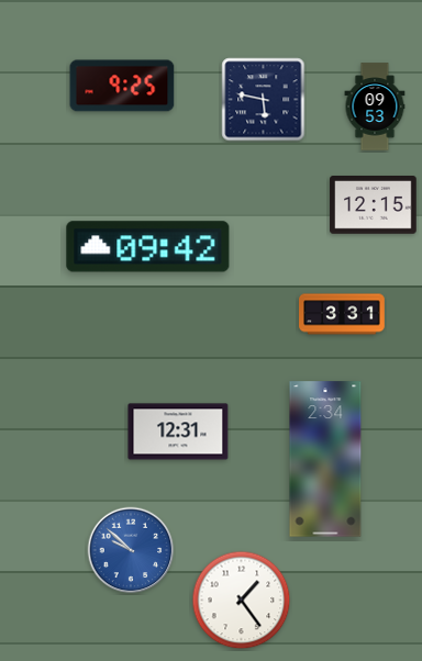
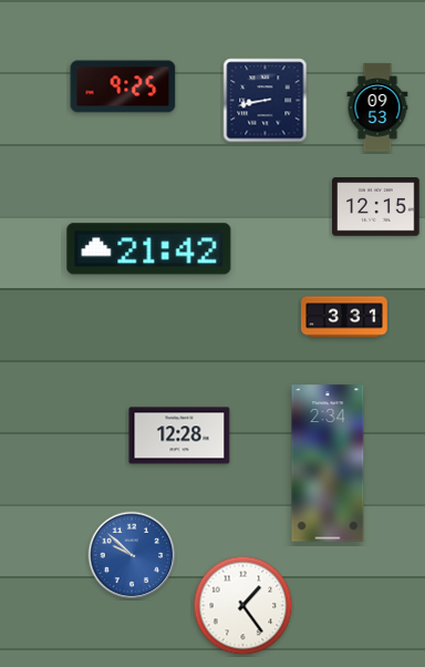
clock at (264, 100): 5:47 -> 8:43
clock at (148, 247): 09:42 -> 21:42
clock at (178, 432): 12:31 -> 12:28
